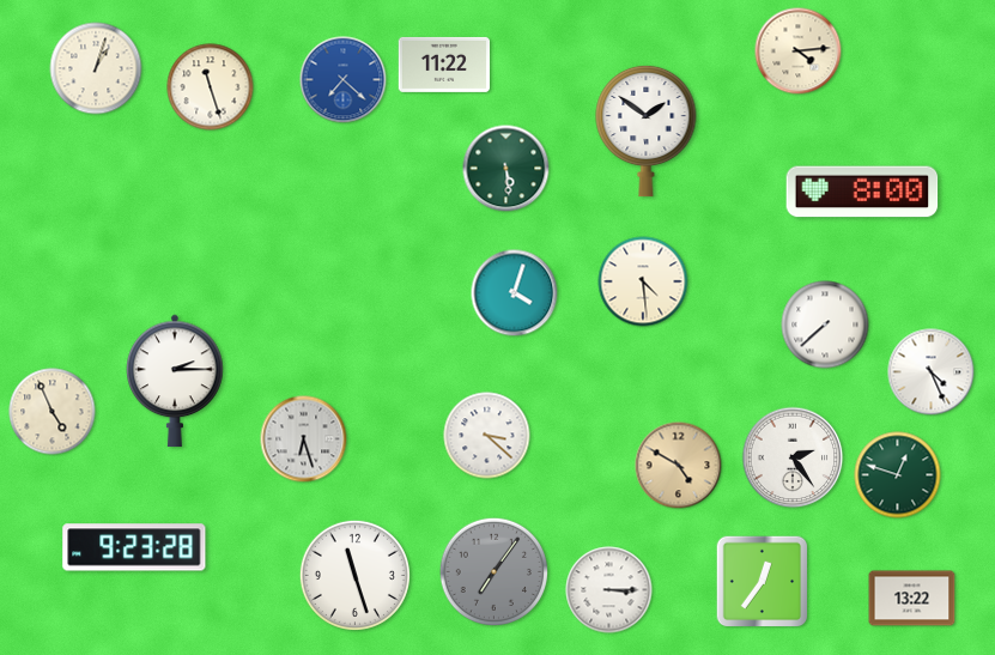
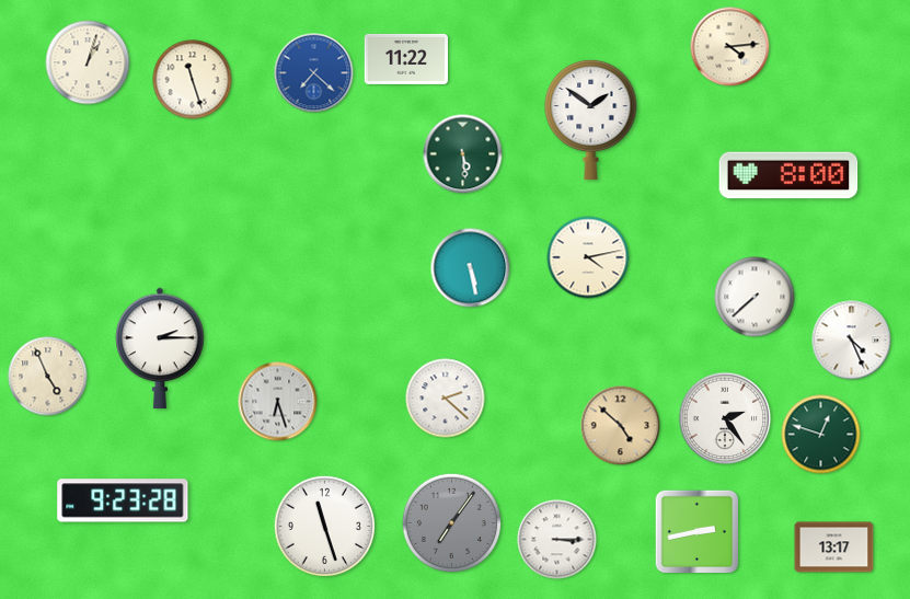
clock at (643, 281): 4:29 -> 4:13
clock at (515, 293): 4:03 -> 5:28
clock at (487, 436): 3:22 -> 2:22
clock at (679, 466): 4:50 -> 4:52
clock at (763, 582): 12:36 -> 2:43
clock at (912, 599): 13:22 -> 13:17
